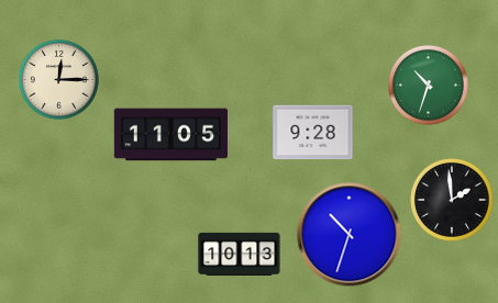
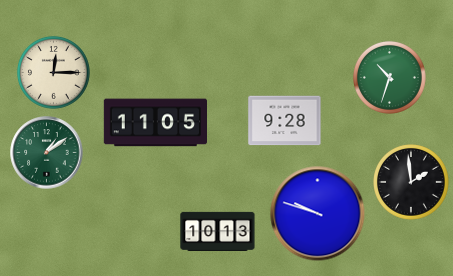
clock at (47, 153): none -> 1:09
clock at (350, 235): 10:33 -> 9:48
